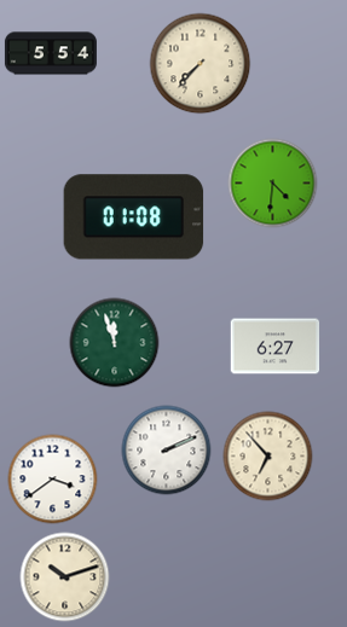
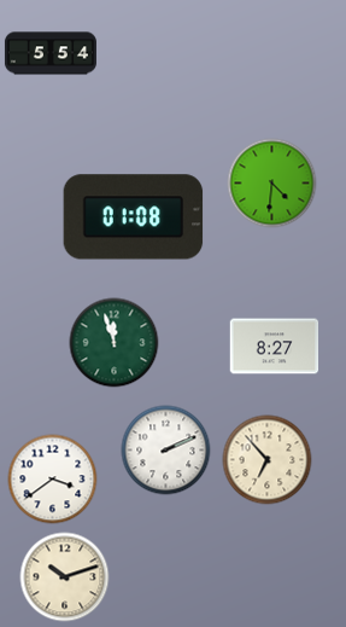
clock at (201, 64): 7:37 -> none
clock at (276, 347): 6:27 -> 8:27
clock at (268, 457) position: (268, 457) -> (268, 460)
